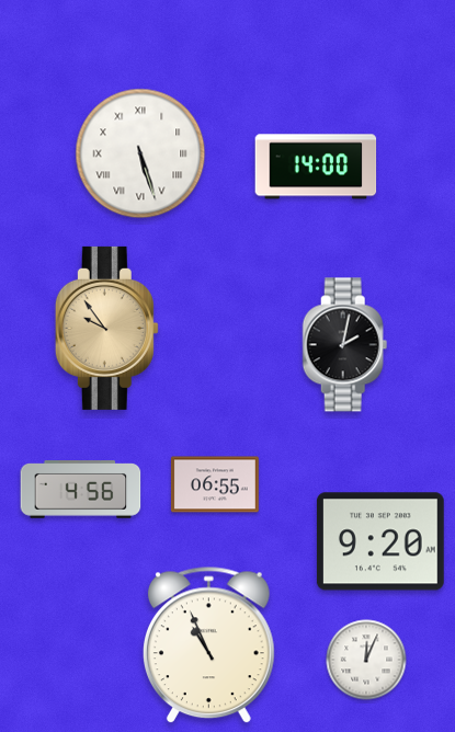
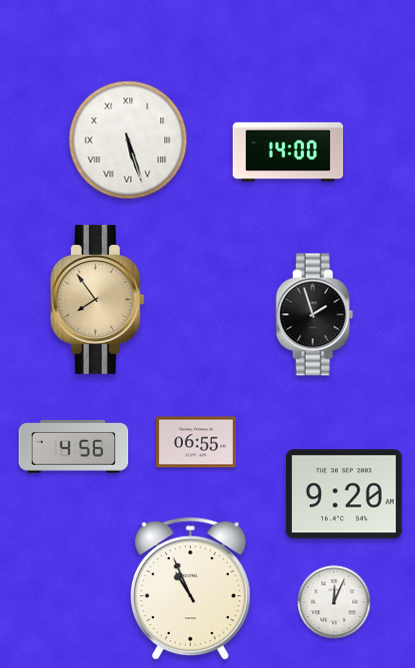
clock at (106, 328): 9:54 -> 7:54
clock at (345, 345): 2:02 -> 1:57
clock at (380, 541) position: (380, 541) -> (344, 494)
